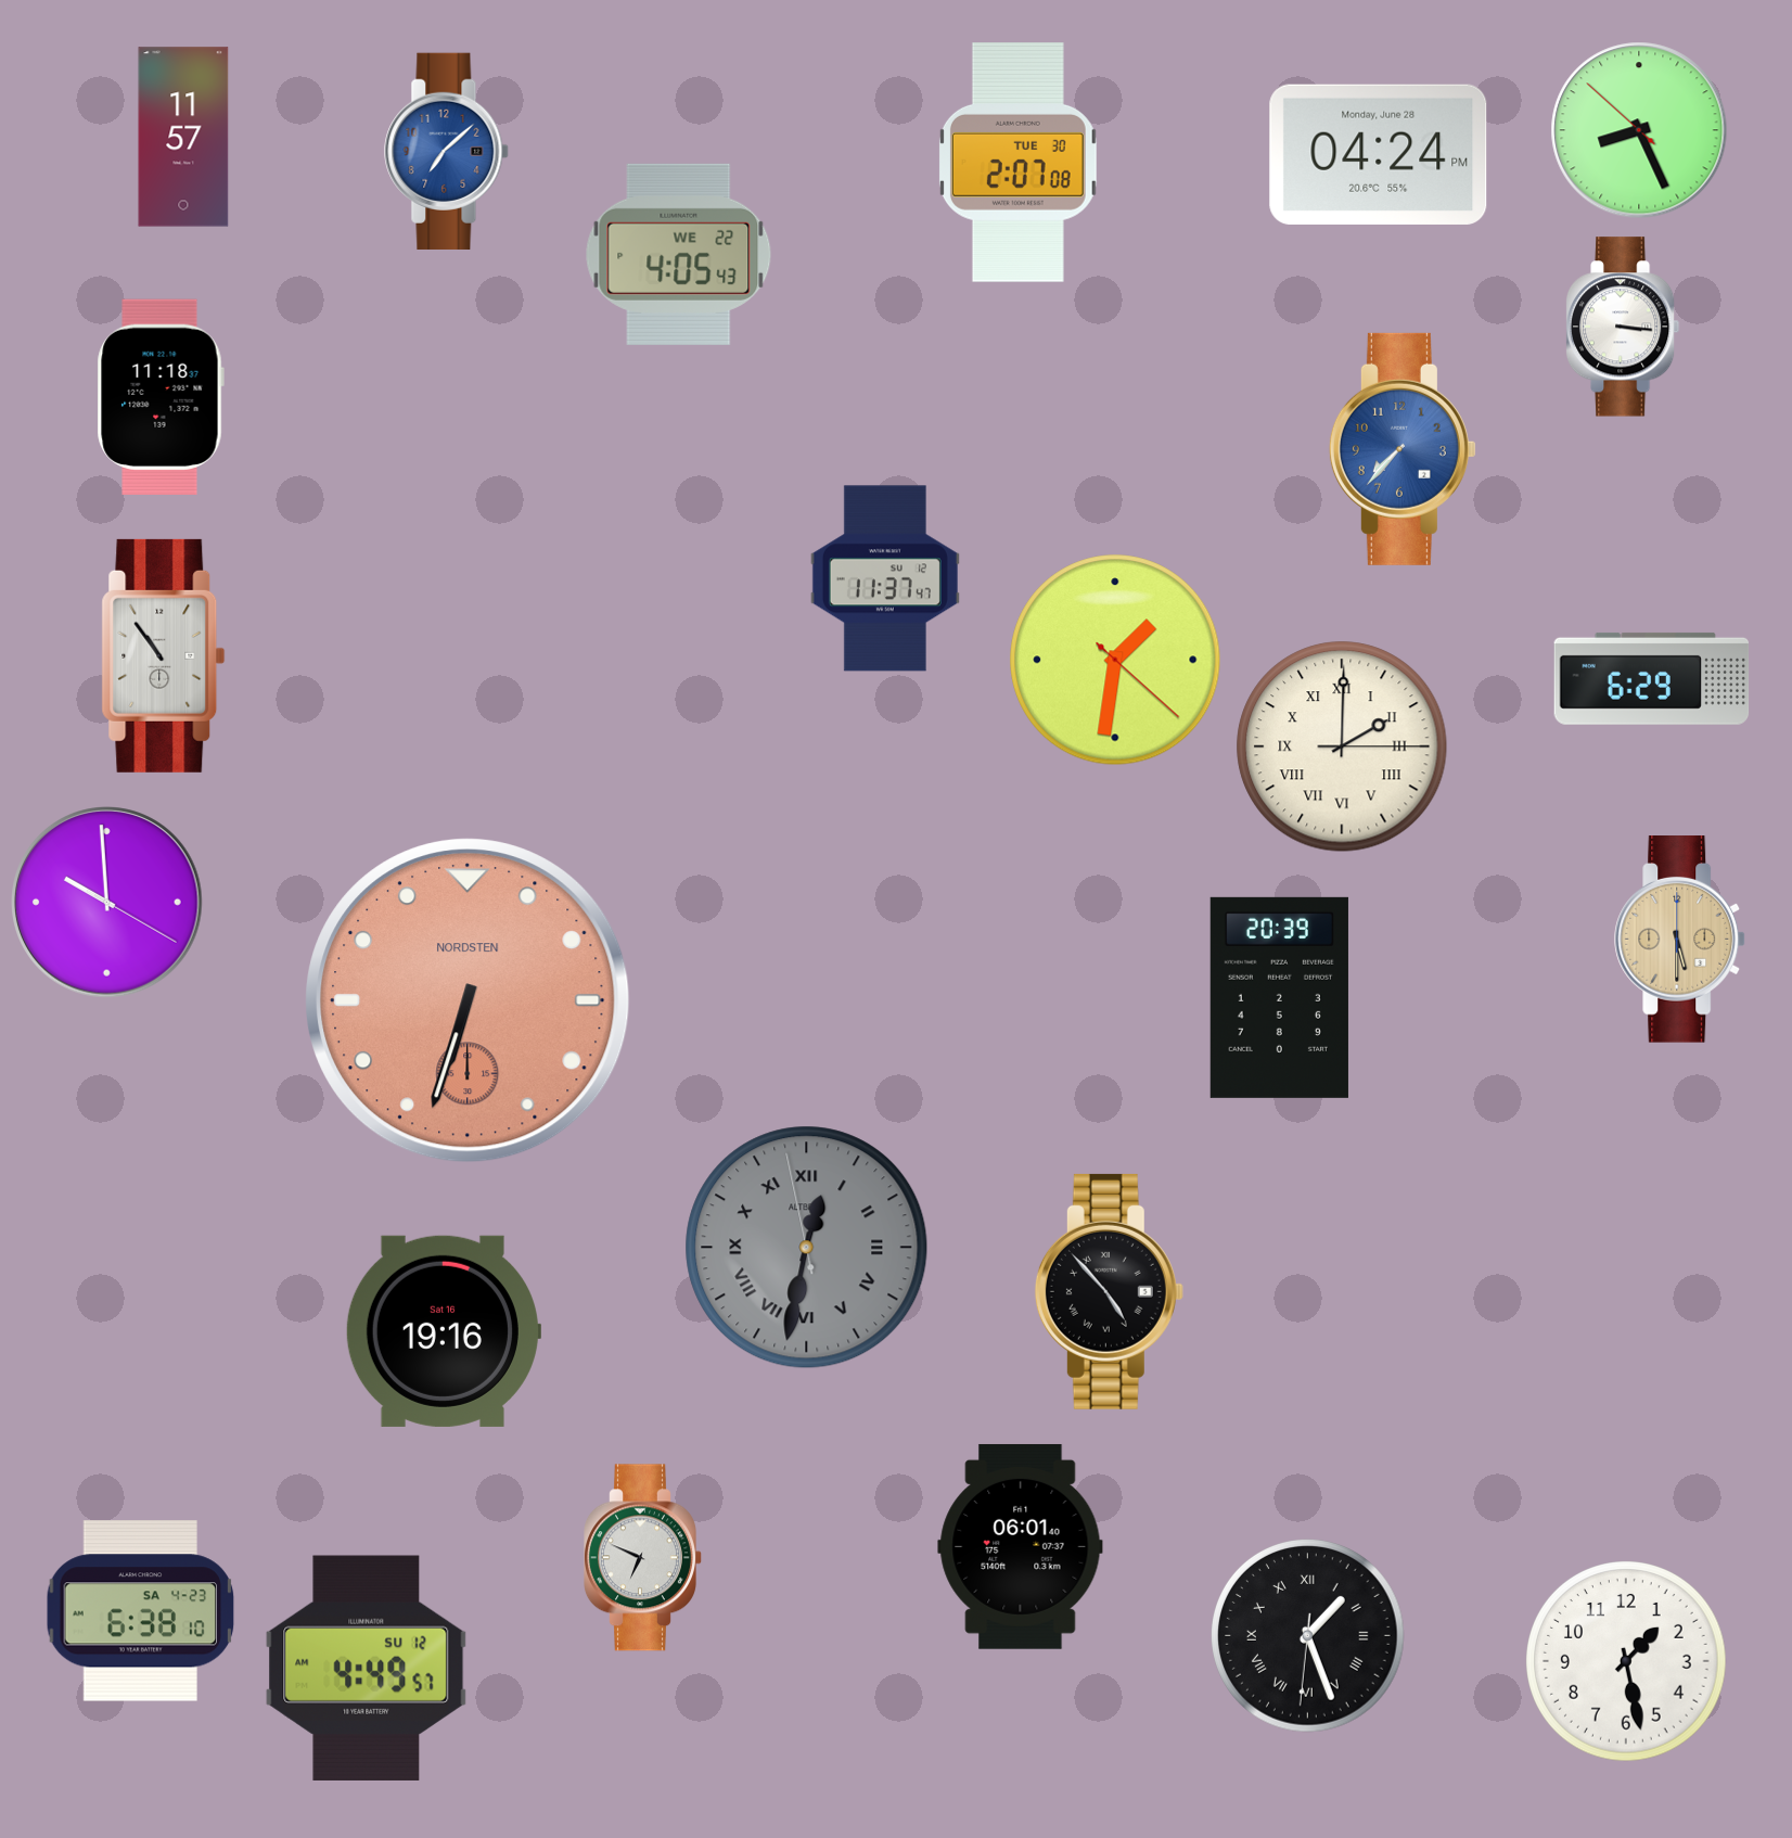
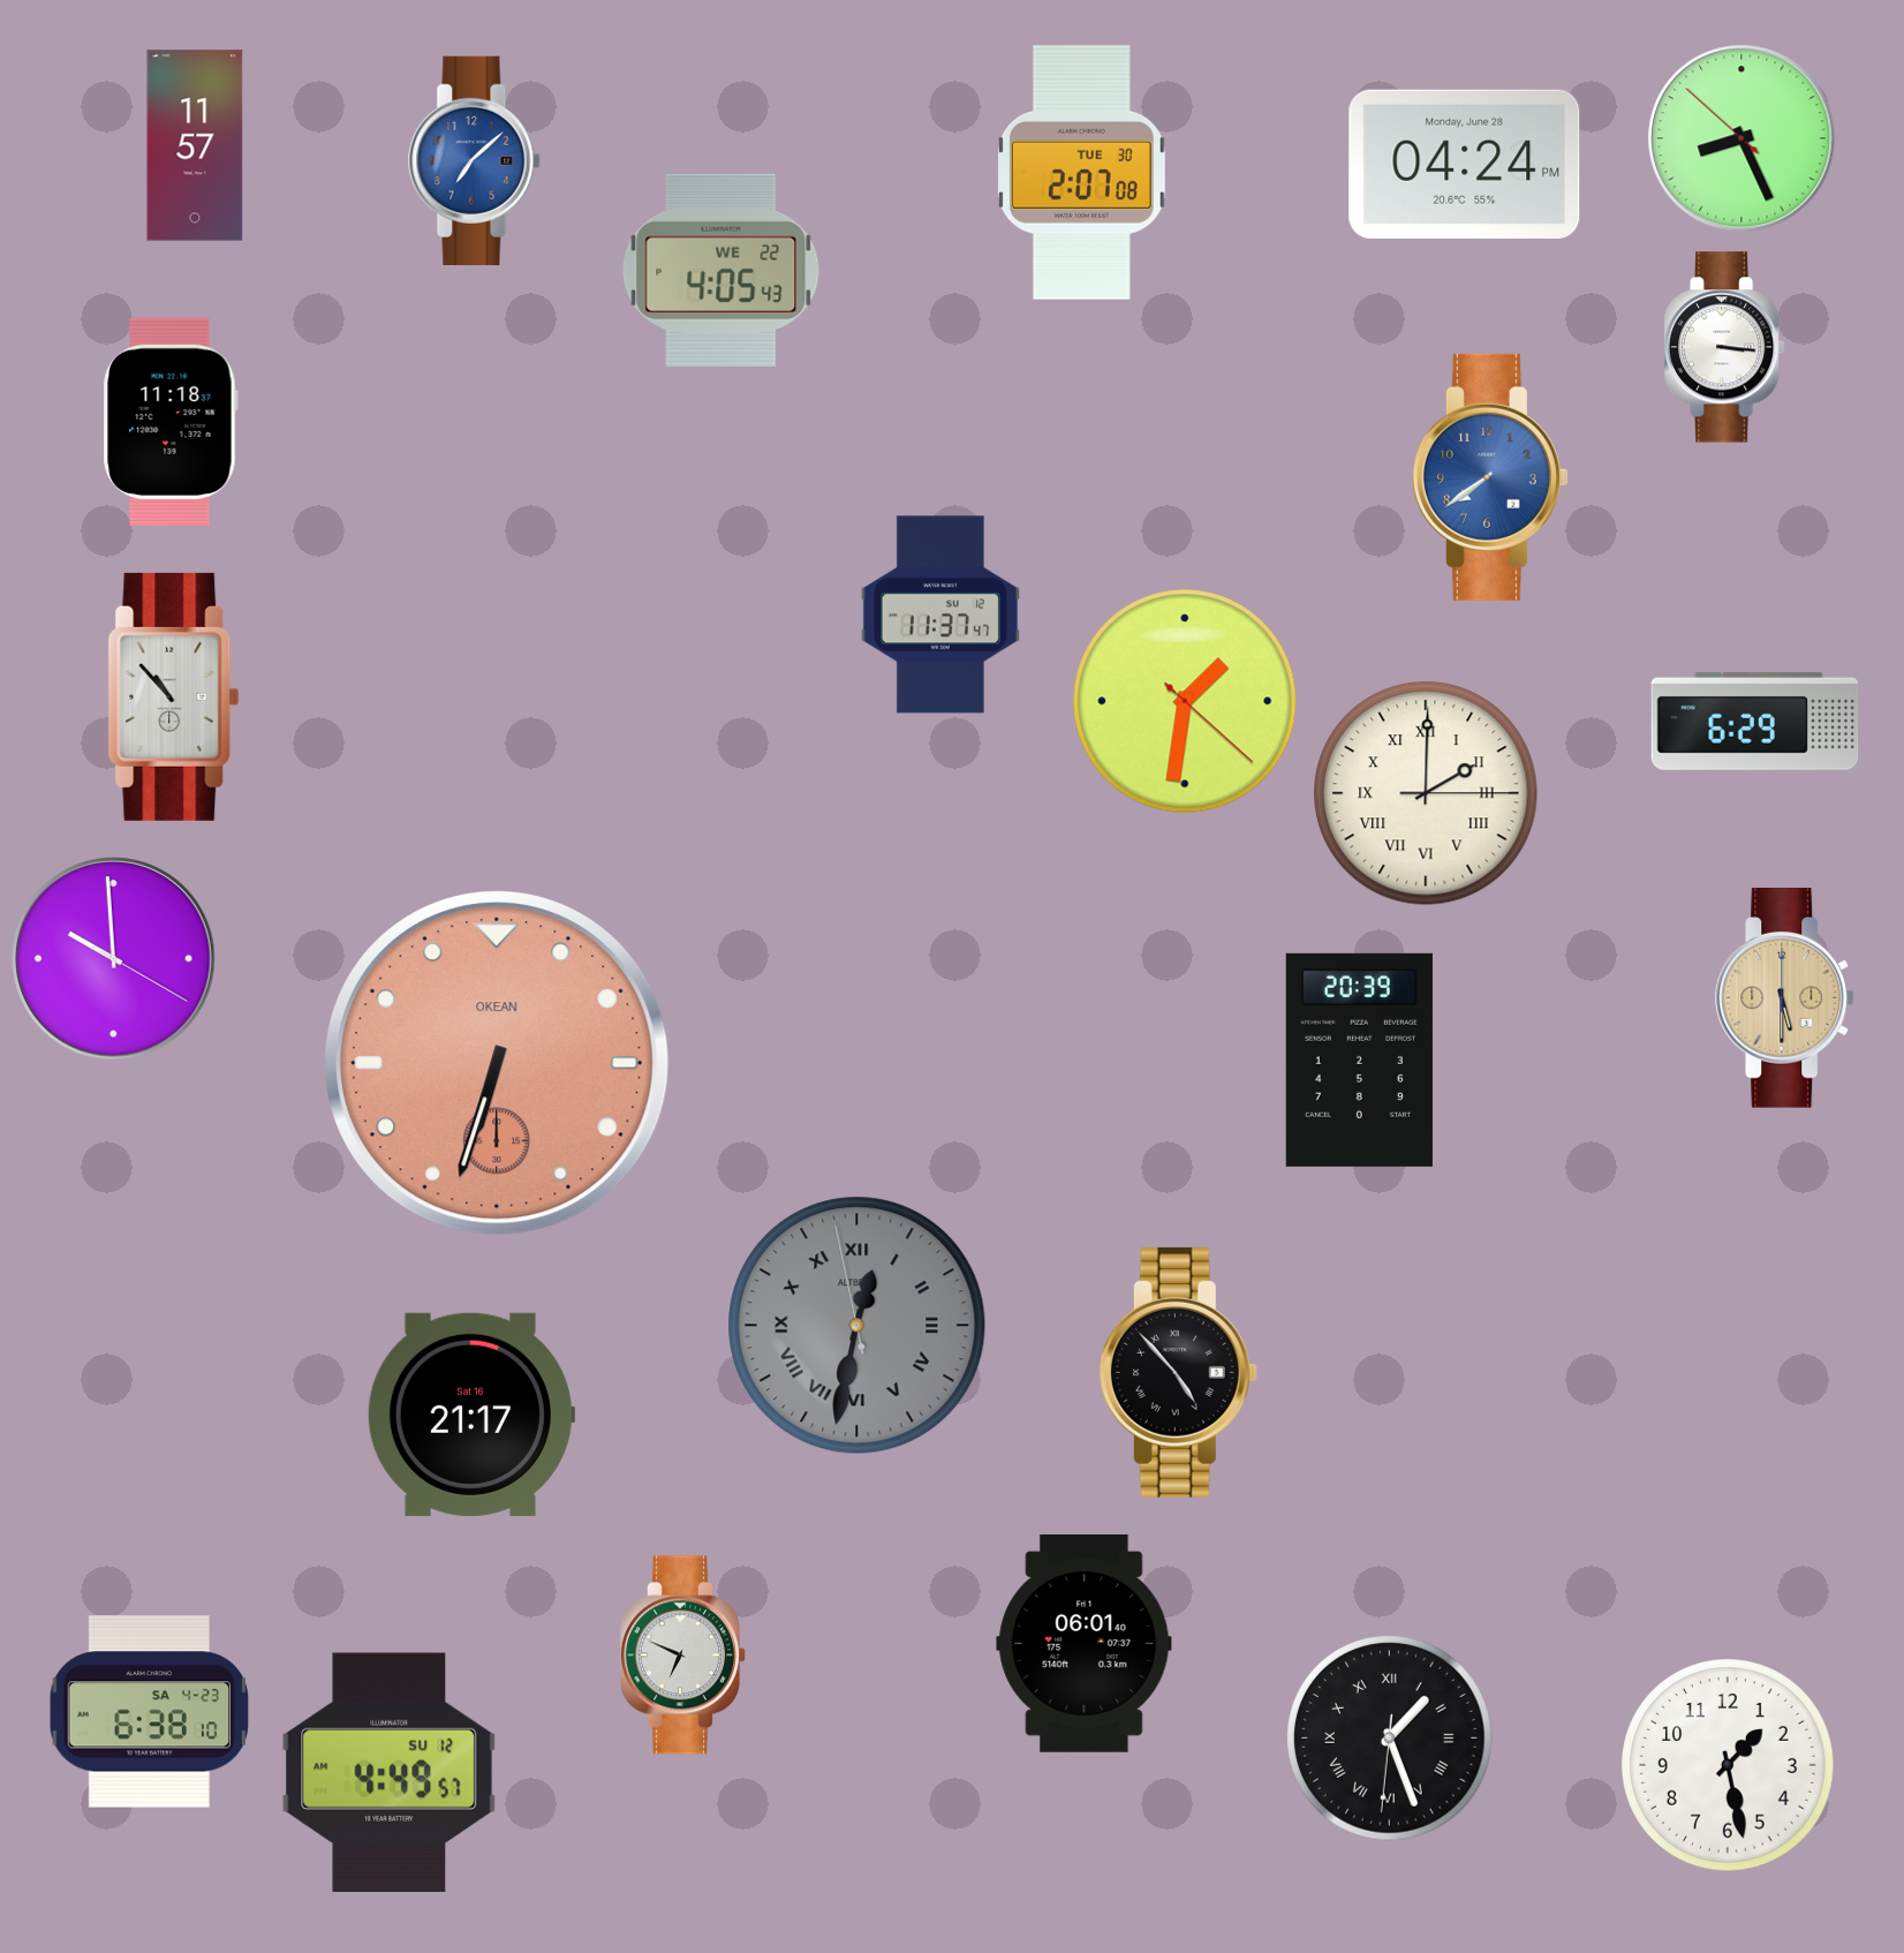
clock at (1403, 449): 7:37 -> 7:39
clock at (164, 655): 10:54 -> 10:53
clock at (468, 1000) brand: NORDSTEN -> OKEAN
clock at (443, 1331): 19:16 -> 21:17
